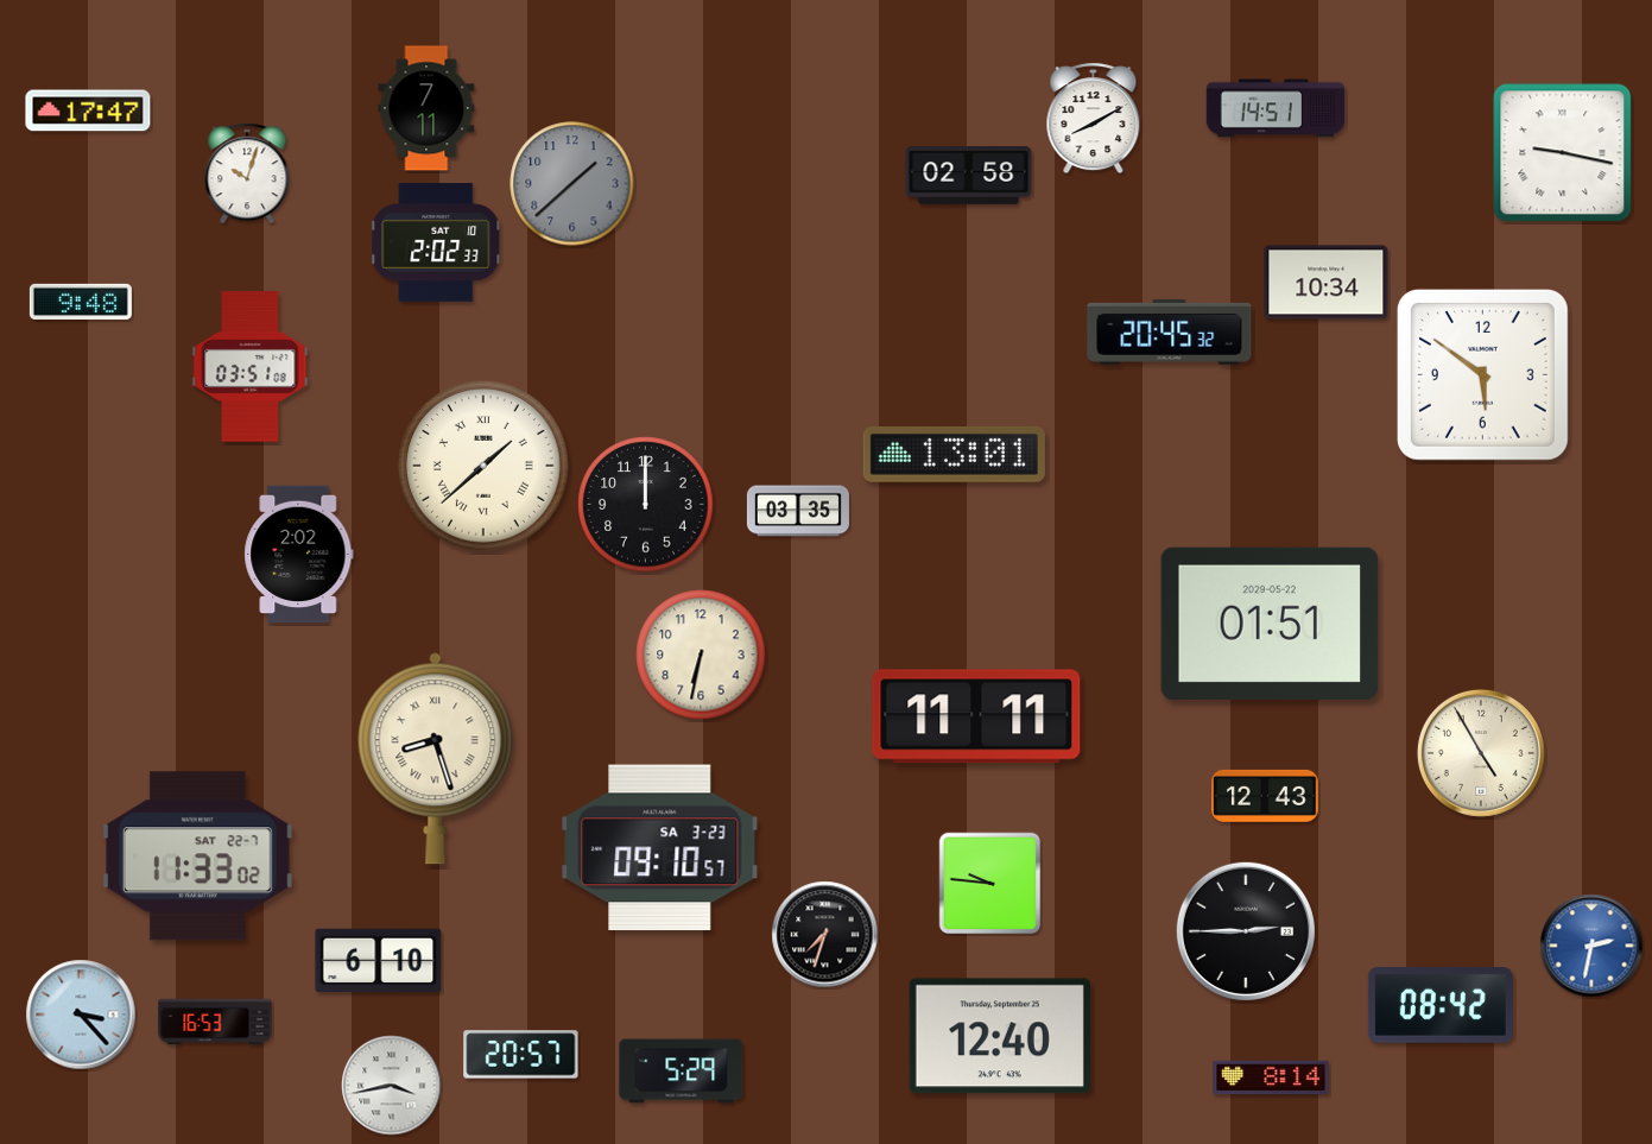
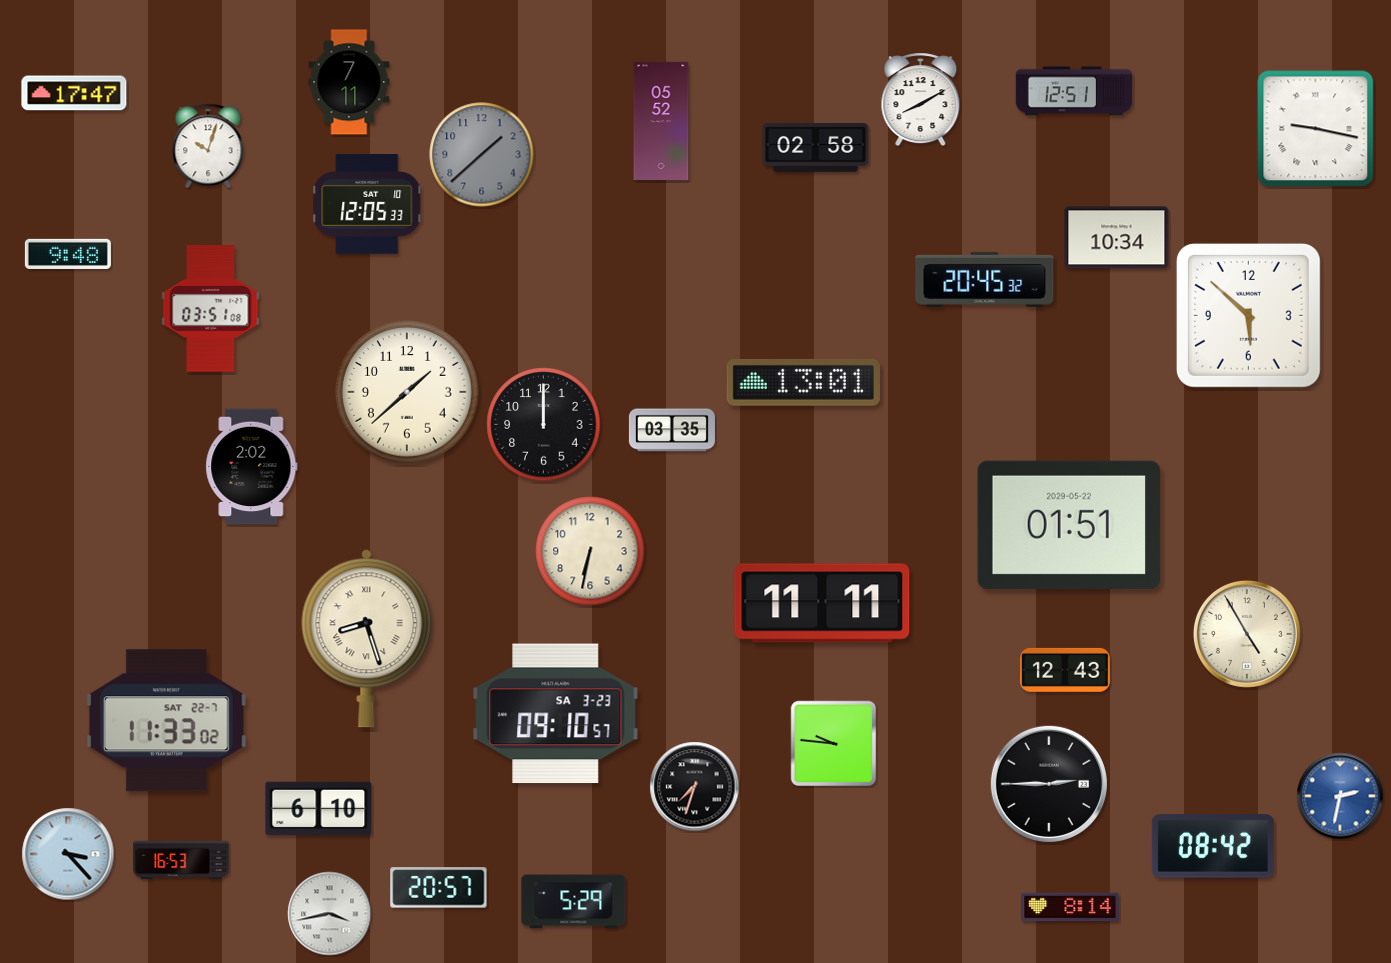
clock at (426, 108) position: (426, 108) -> (349, 82)
clock at (1276, 108): 14:51 -> 12:51
clock at (661, 120): none -> 05:52
clock at (436, 242): 2:02 -> 12:05
clock at (1482, 374): 5:51 -> 5:52
clock at (483, 466) numerals: Roman -> Arabic
clock at (1000, 1036): 12:40 -> none
